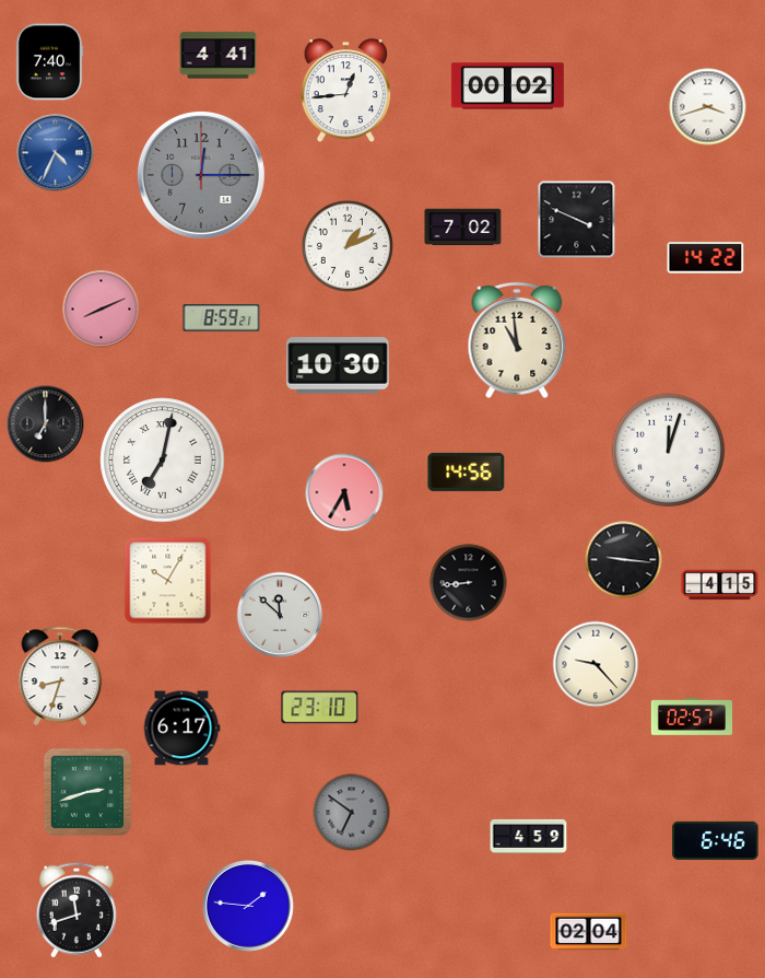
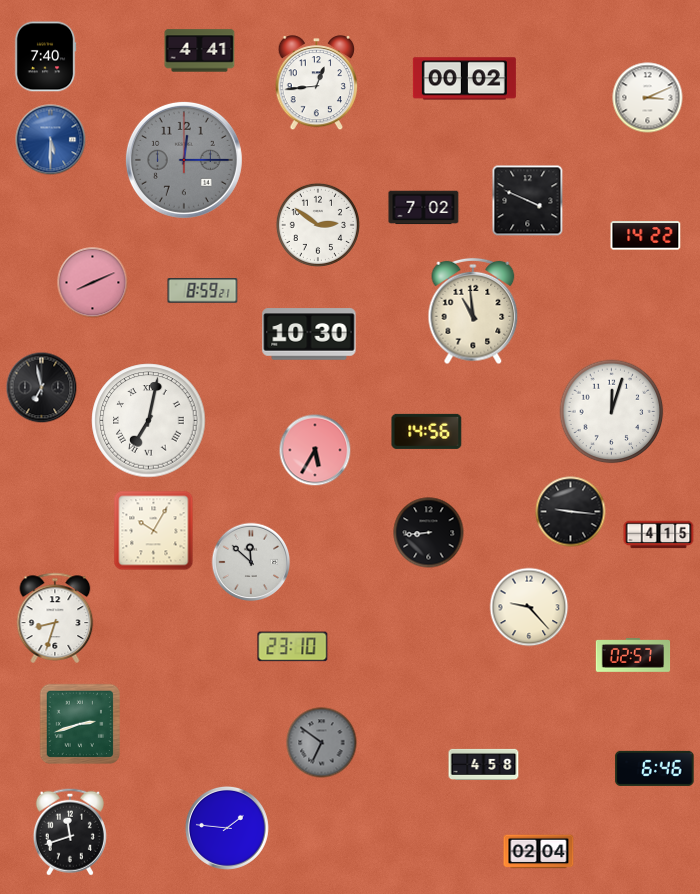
clock at (708, 107): 3:42 -> 3:11
clock at (56, 153): 4:34 -> 5:30
clock at (348, 246): 1:11 -> 2:51
clock at (46, 424): 7:00 -> 6:58
clock at (280, 615) position: (280, 615) -> (251, 562)
clock at (596, 664) position: (596, 664) -> (529, 607)
clock at (181, 729): 6:17 -> none
clock at (529, 836): 4:59 -> 4:58
